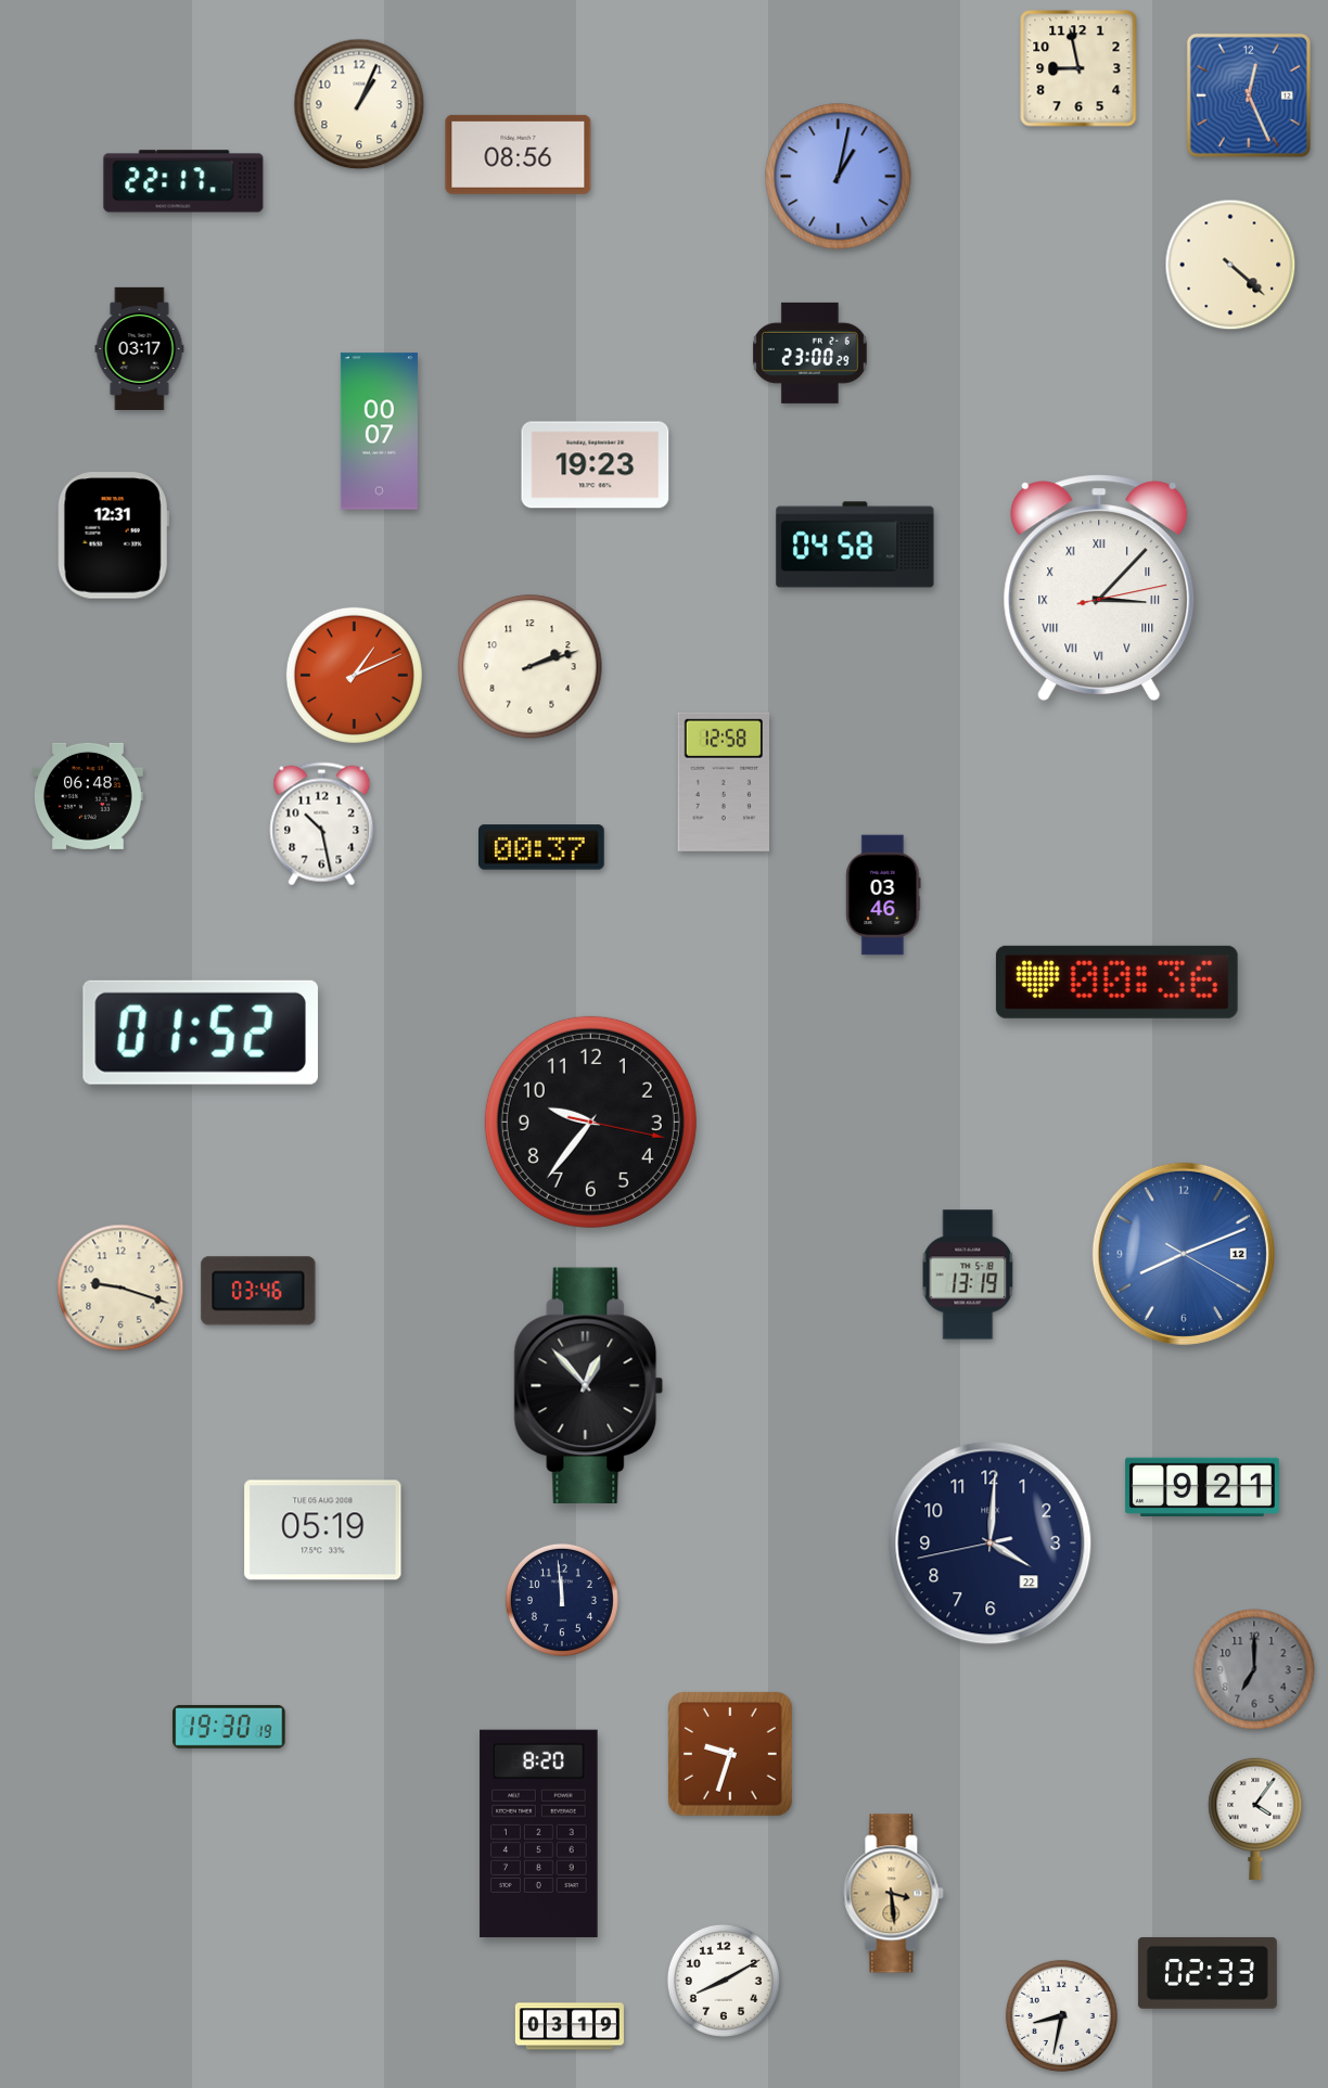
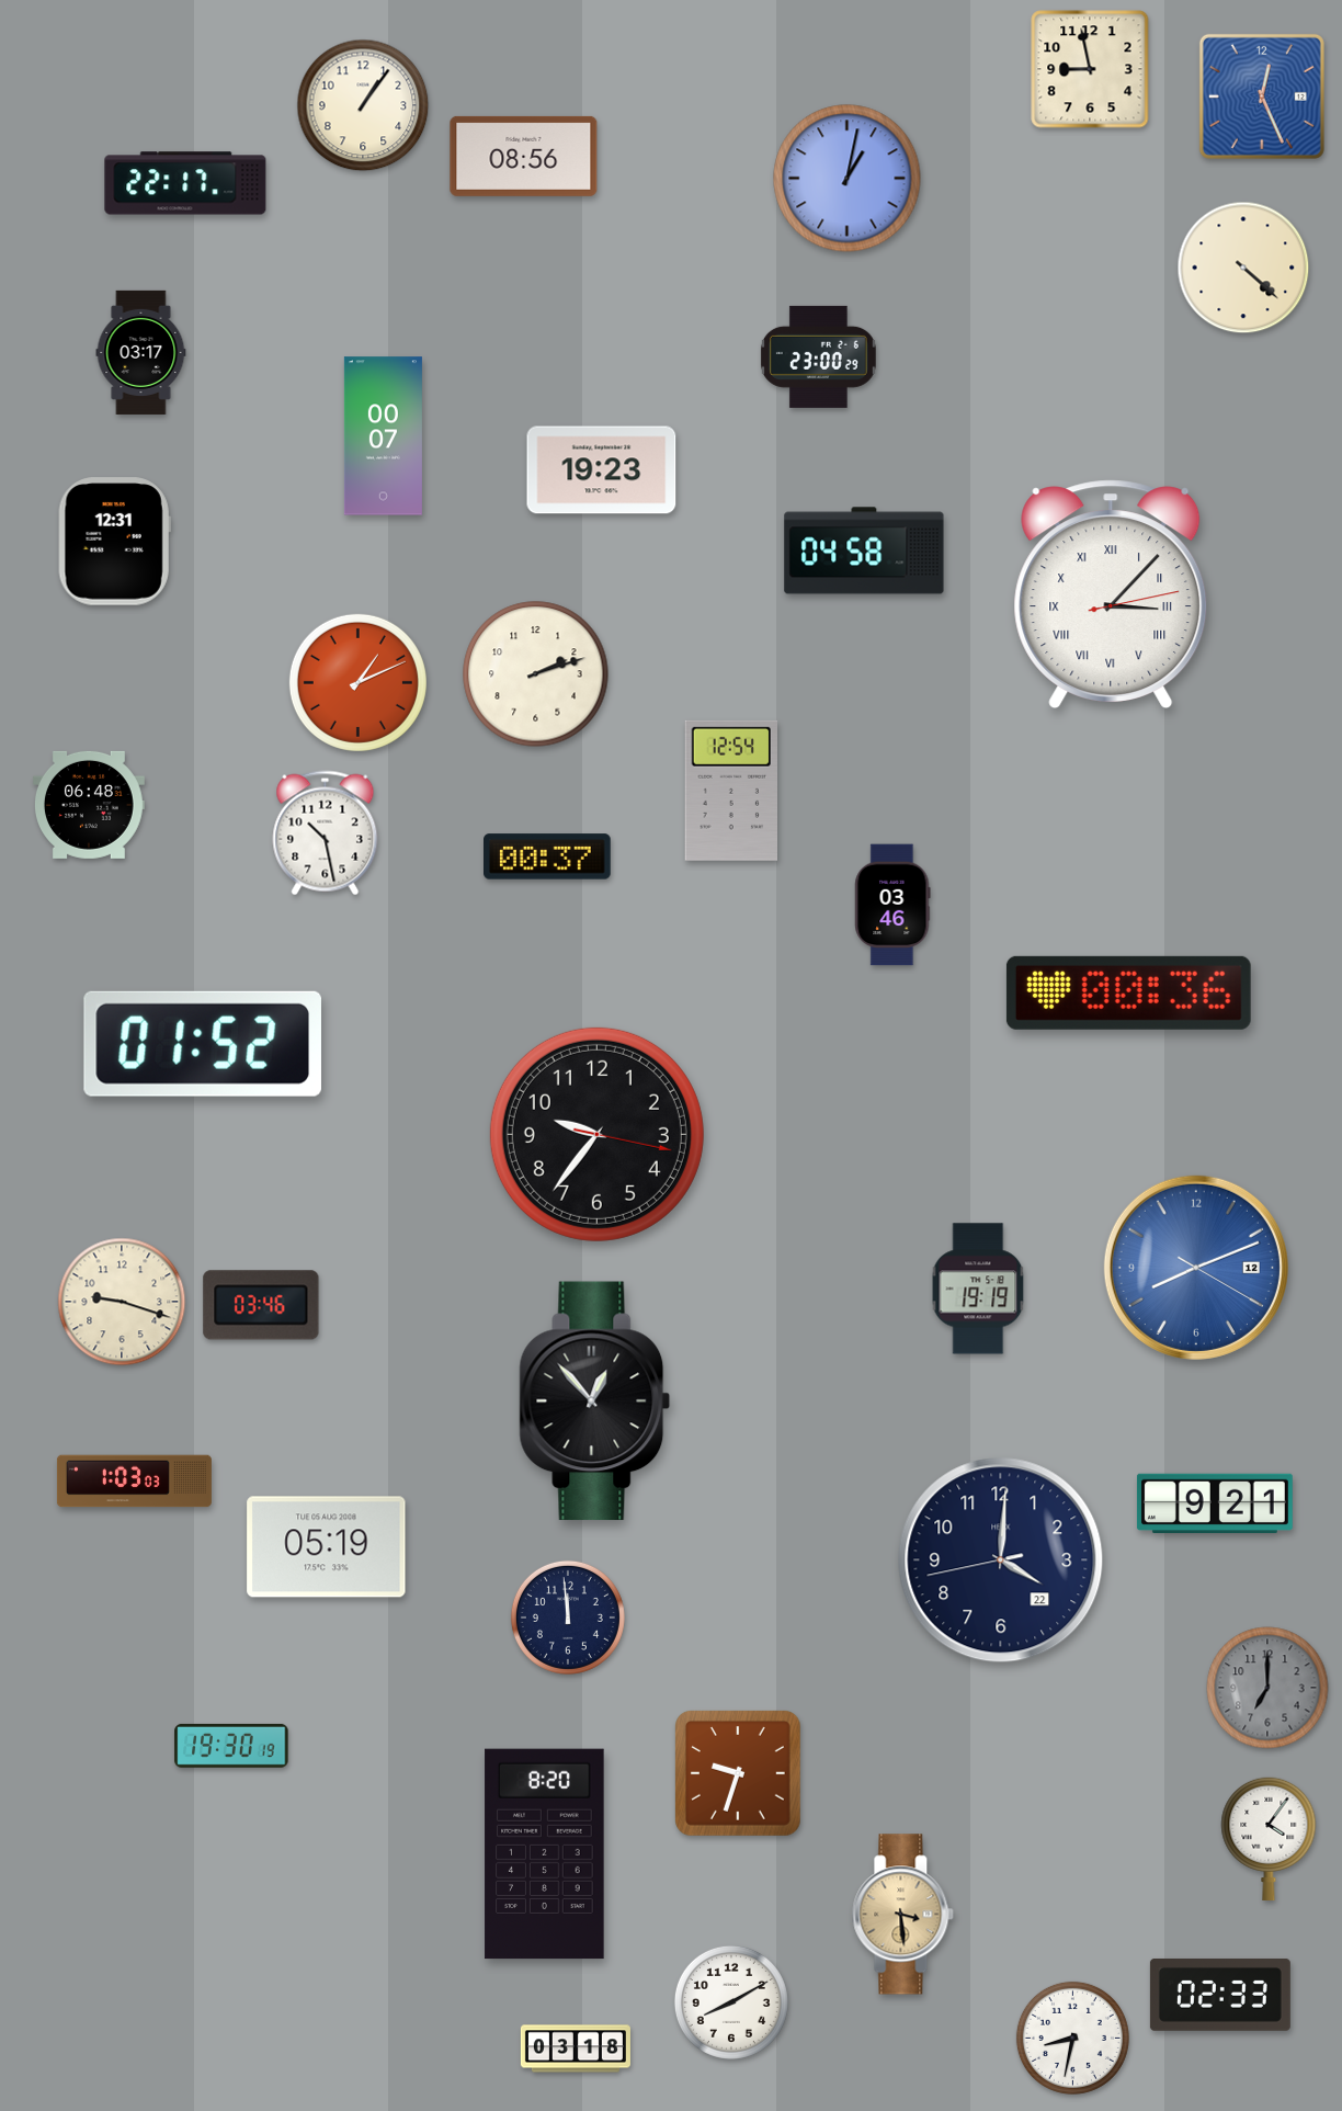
clock at (359, 104): 1:04 -> 1:06
clock at (723, 782): 12:58 -> 12:54
clock at (968, 1274): 13:19 -> 19:19
clock at (134, 1482): none -> 1:03
clock at (570, 2026): 03:19 -> 03:18
